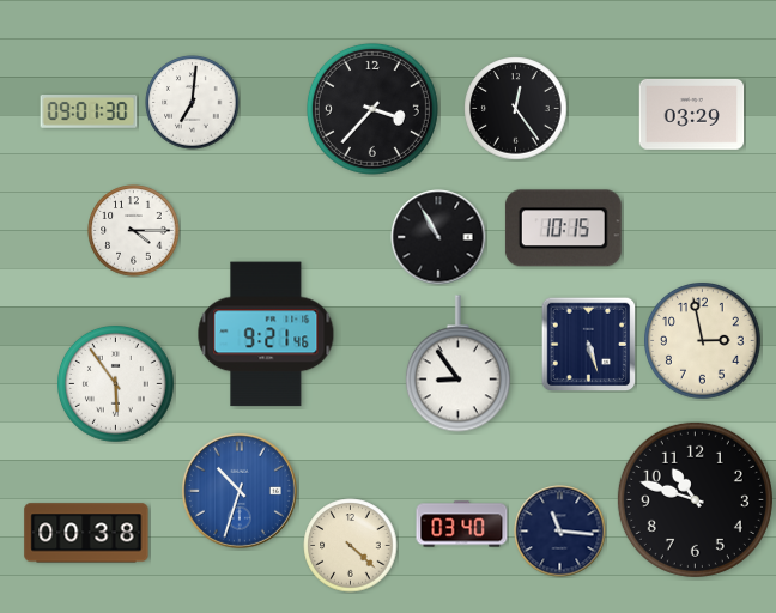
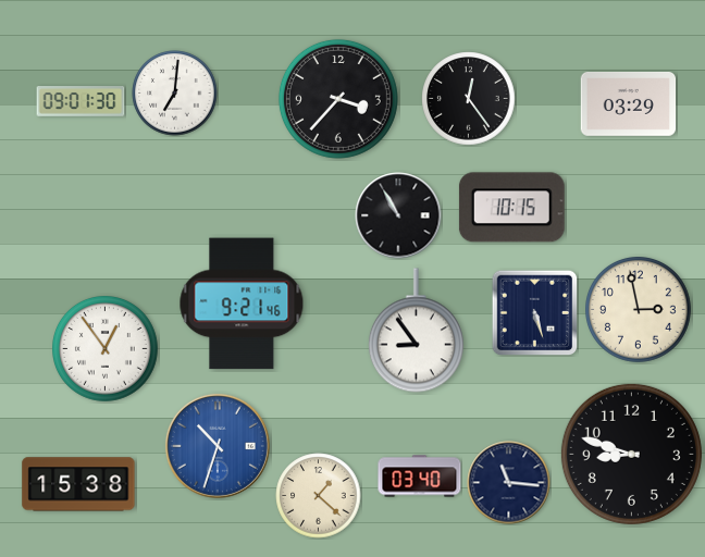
clock at (134, 231): 4:15 -> none
clock at (116, 384): 5:54 -> 12:54
clock at (695, 499): 10:48 -> 8:48
clock at (86, 533): 00:38 -> 15:38
clock at (351, 546): 4:22 -> 1:22
